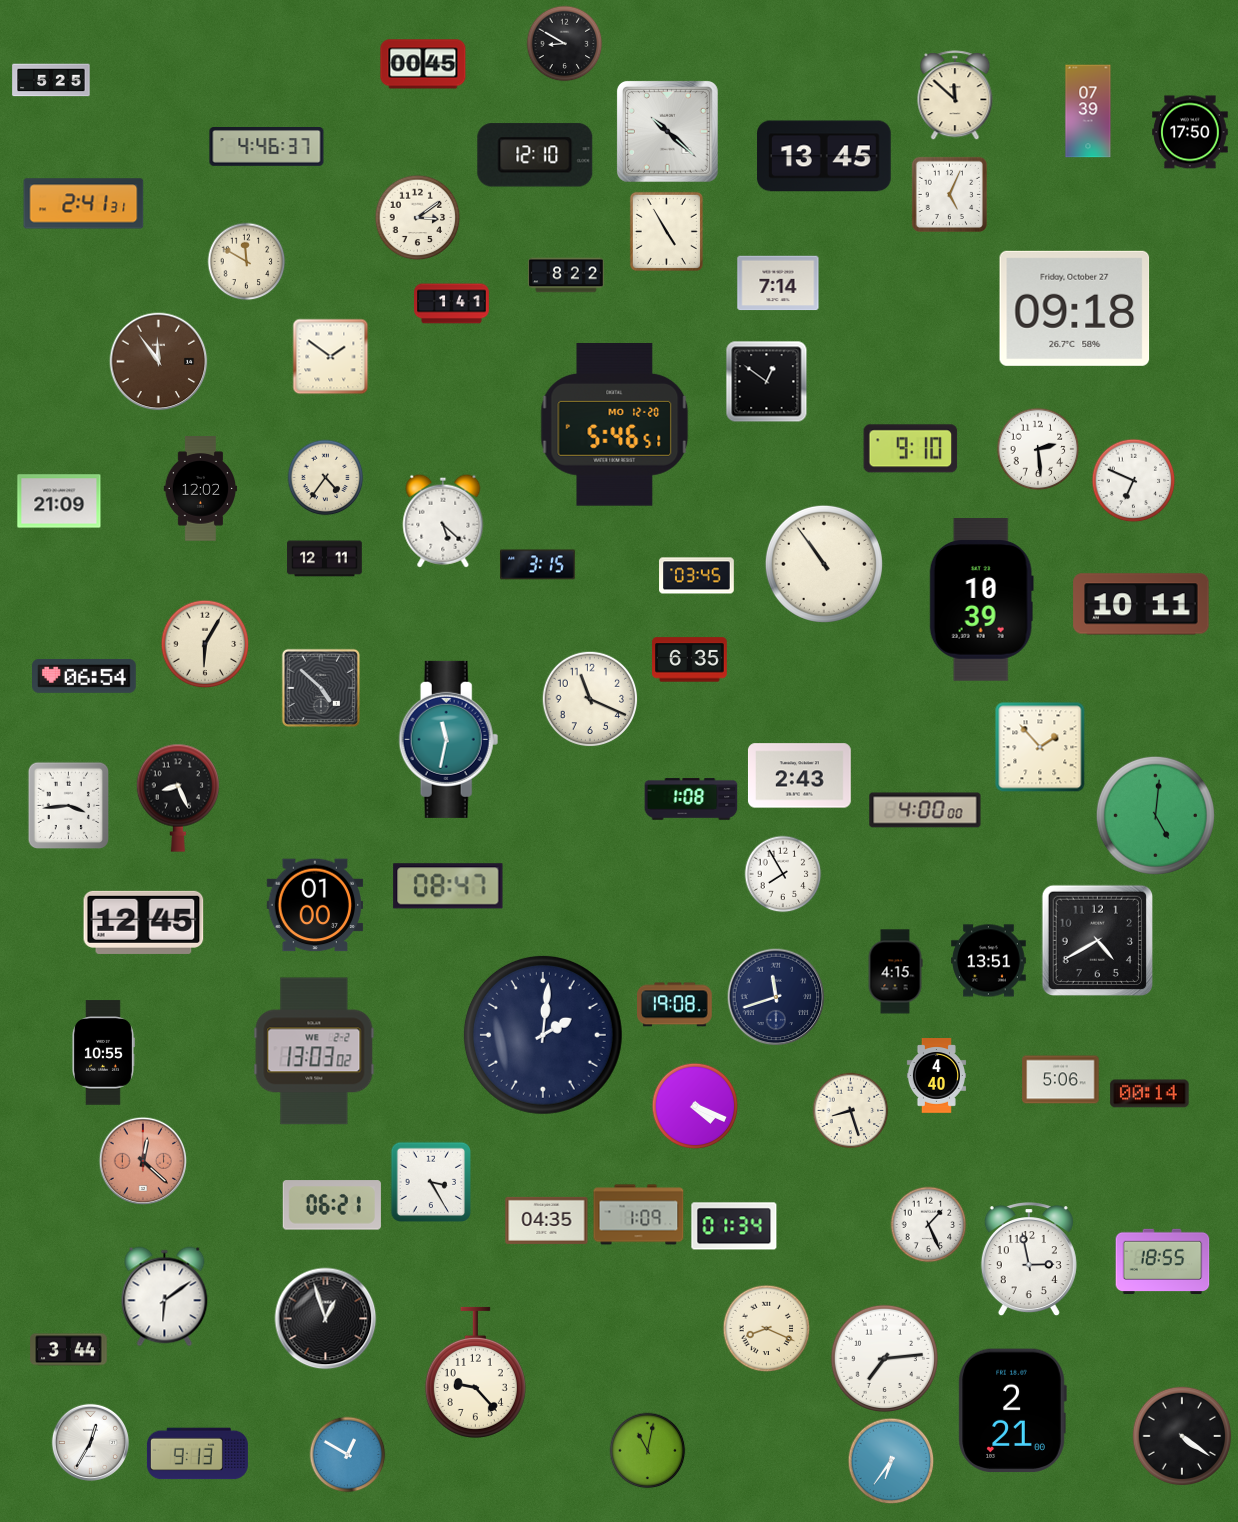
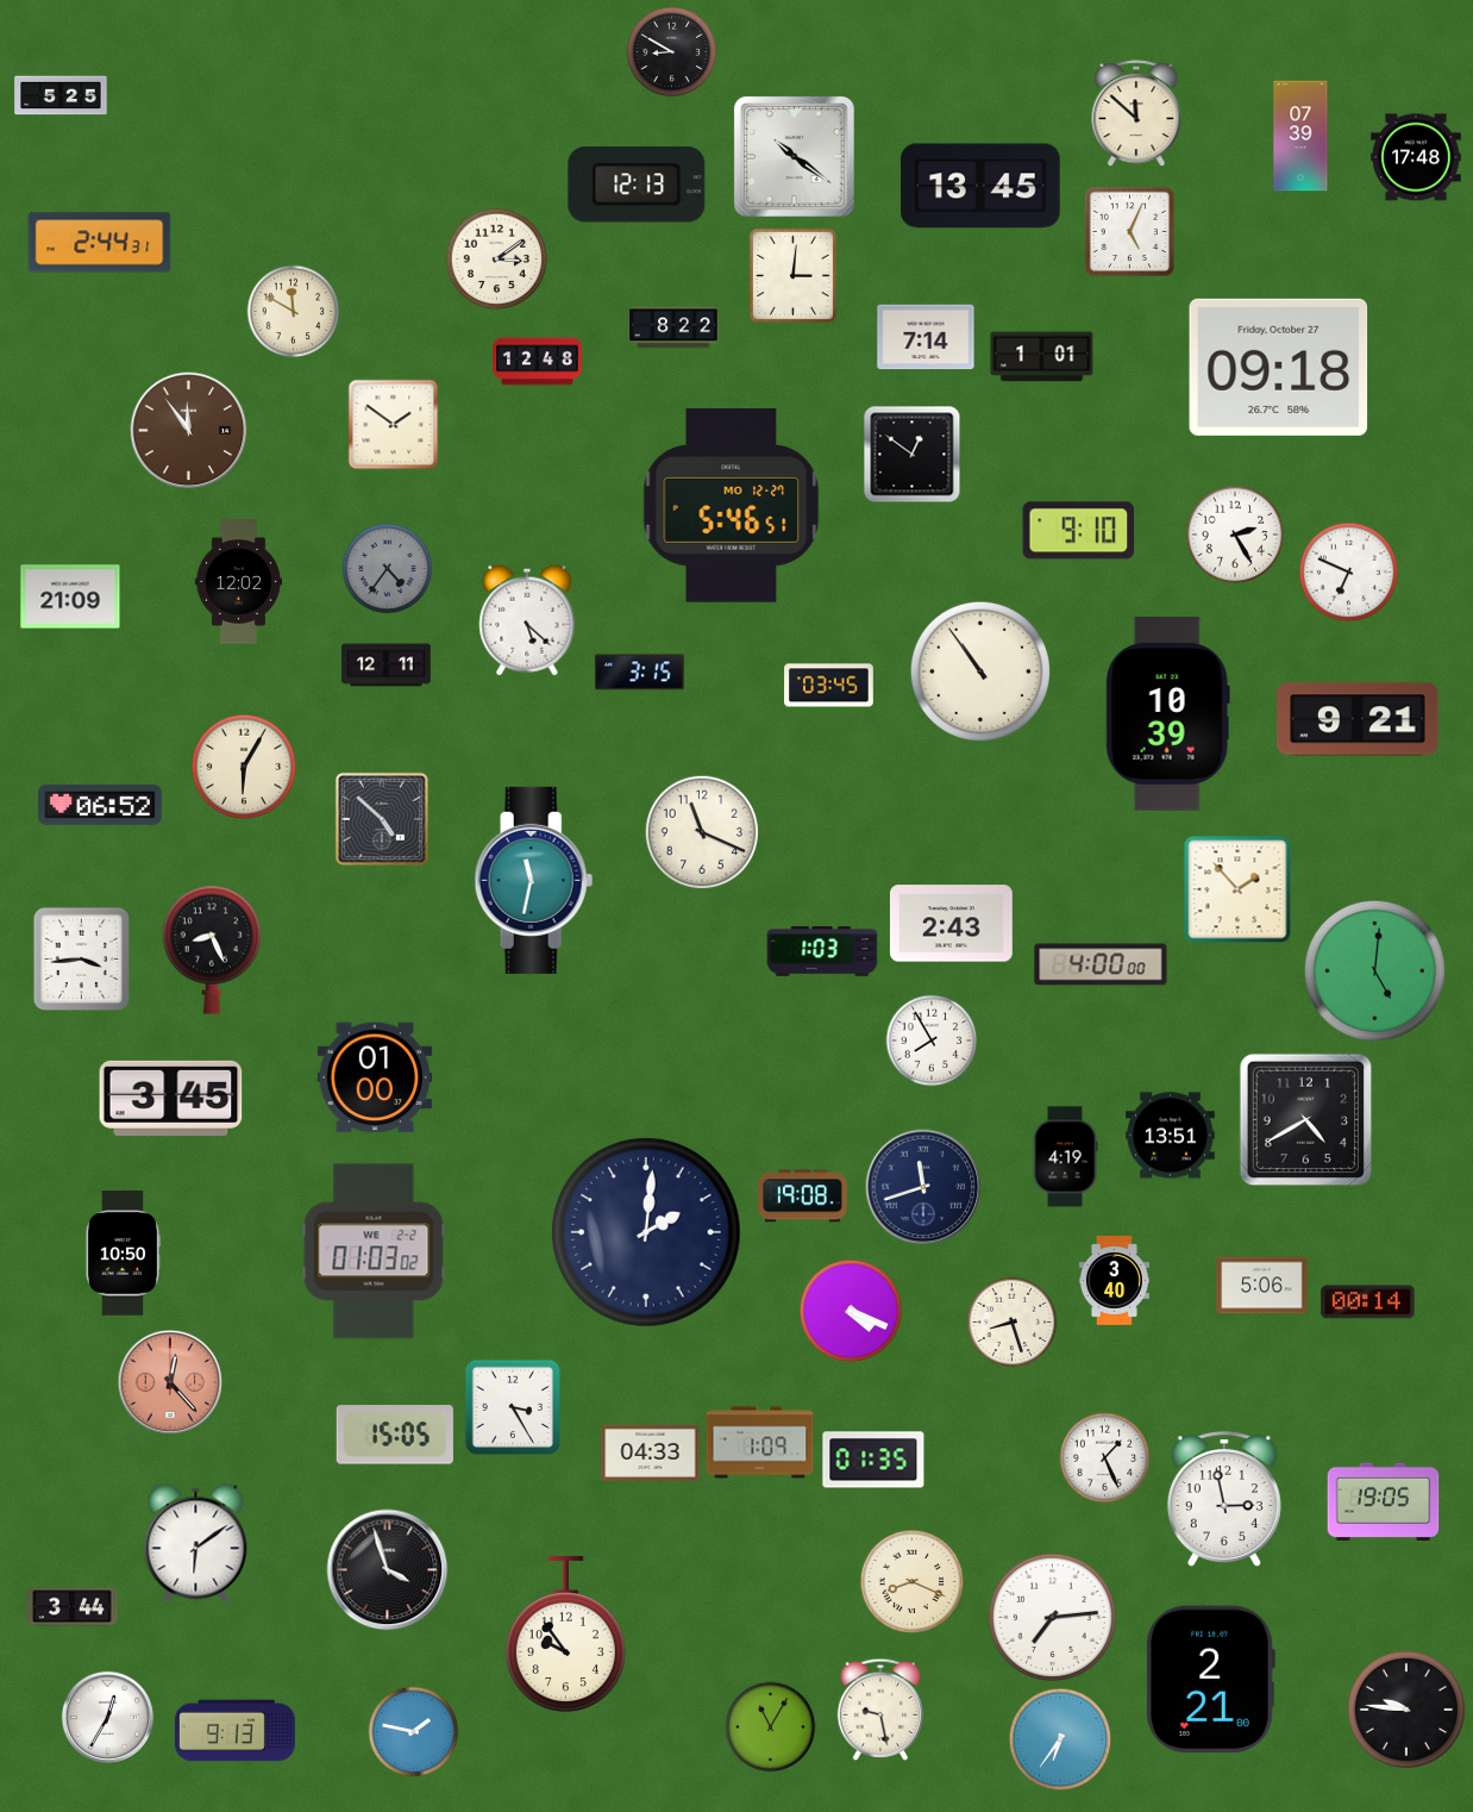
clock at (423, 64): 00:45 -> none
clock at (1088, 111) position: (1088, 111) -> (1300, 136)
clock at (667, 131): 10:22 -> 10:21
clock at (1190, 132): 17:50 -> 17:48
clock at (267, 147): 4:46 -> none
clock at (535, 155): 12:10 -> 12:13
clock at (84, 204): 2:41 -> 2:44
clock at (666, 231): 4:55 -> 3:01
clock at (1042, 357): none -> 1:01
clock at (452, 304): 1:41 -> 12:48
clock at (615, 425) date: MO 12-20 -> MO 12-27
clock at (911, 449) position: (911, 449) -> (1079, 531)
clock at (1038, 449): 2:29 -> 2:25
clock at (326, 478) dial: cream -> grey
clock at (1141, 604): 10:11 -> 9:21
clock at (690, 660): 6:35 -> none
clock at (84, 676): 06:54 -> 06:52
clock at (691, 799): 1:08 -> 1:03
clock at (448, 886): 08:47 -> none
clock at (144, 922): 12:45 -> 3:45
clock at (989, 961) position: (989, 961) -> (1171, 1136)
clock at (895, 972): 4:15 -> 4:19
clock at (314, 1051): 13:03 -> 01:03
clock at (104, 1053): 10:55 -> 10:50
clock at (936, 1076): 4:40 -> 3:40
clock at (695, 1106) position: (695, 1106) -> (851, 1311)
clock at (143, 1161): 12:22 -> 12:23
clock at (332, 1205): 06:21 -> 15:05
clock at (639, 1215) position: (639, 1215) -> (760, 1443)
clock at (547, 1220): 04:35 -> 04:33
clock at (734, 1226): 01:34 -> 01:35
clock at (1163, 1262): 18:55 -> 19:05
clock at (326, 1319): 12:57 -> 3:57
clock at (69, 1350) position: (69, 1350) -> (73, 1607)
clock at (475, 1372): 9:23 -> 9:54
clock at (1012, 1411) position: (1012, 1411) -> (1210, 1680)
clock at (879, 1710): none -> 9:28
clock at (1182, 1436): 4:21 -> 9:46
clock at (648, 1451): 11:02 -> 11:05
clock at (348, 1455): 12:50 -> 1:47
